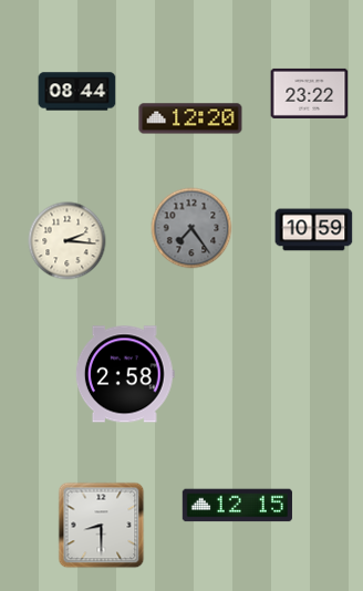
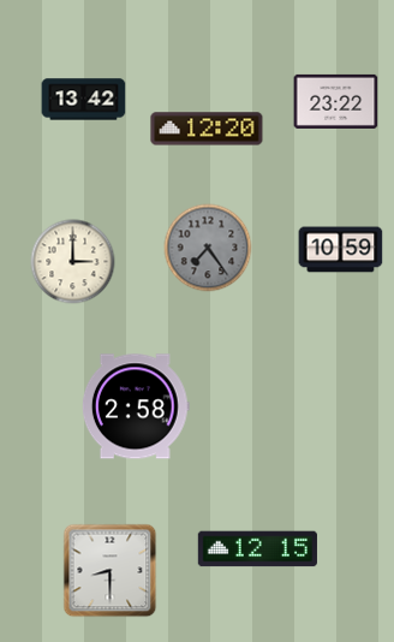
clock at (77, 92): 08:44 -> 13:42
clock at (68, 241): 2:16 -> 3:00
